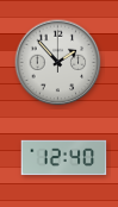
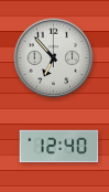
clock at (58, 63): 1:53 -> 6:53
